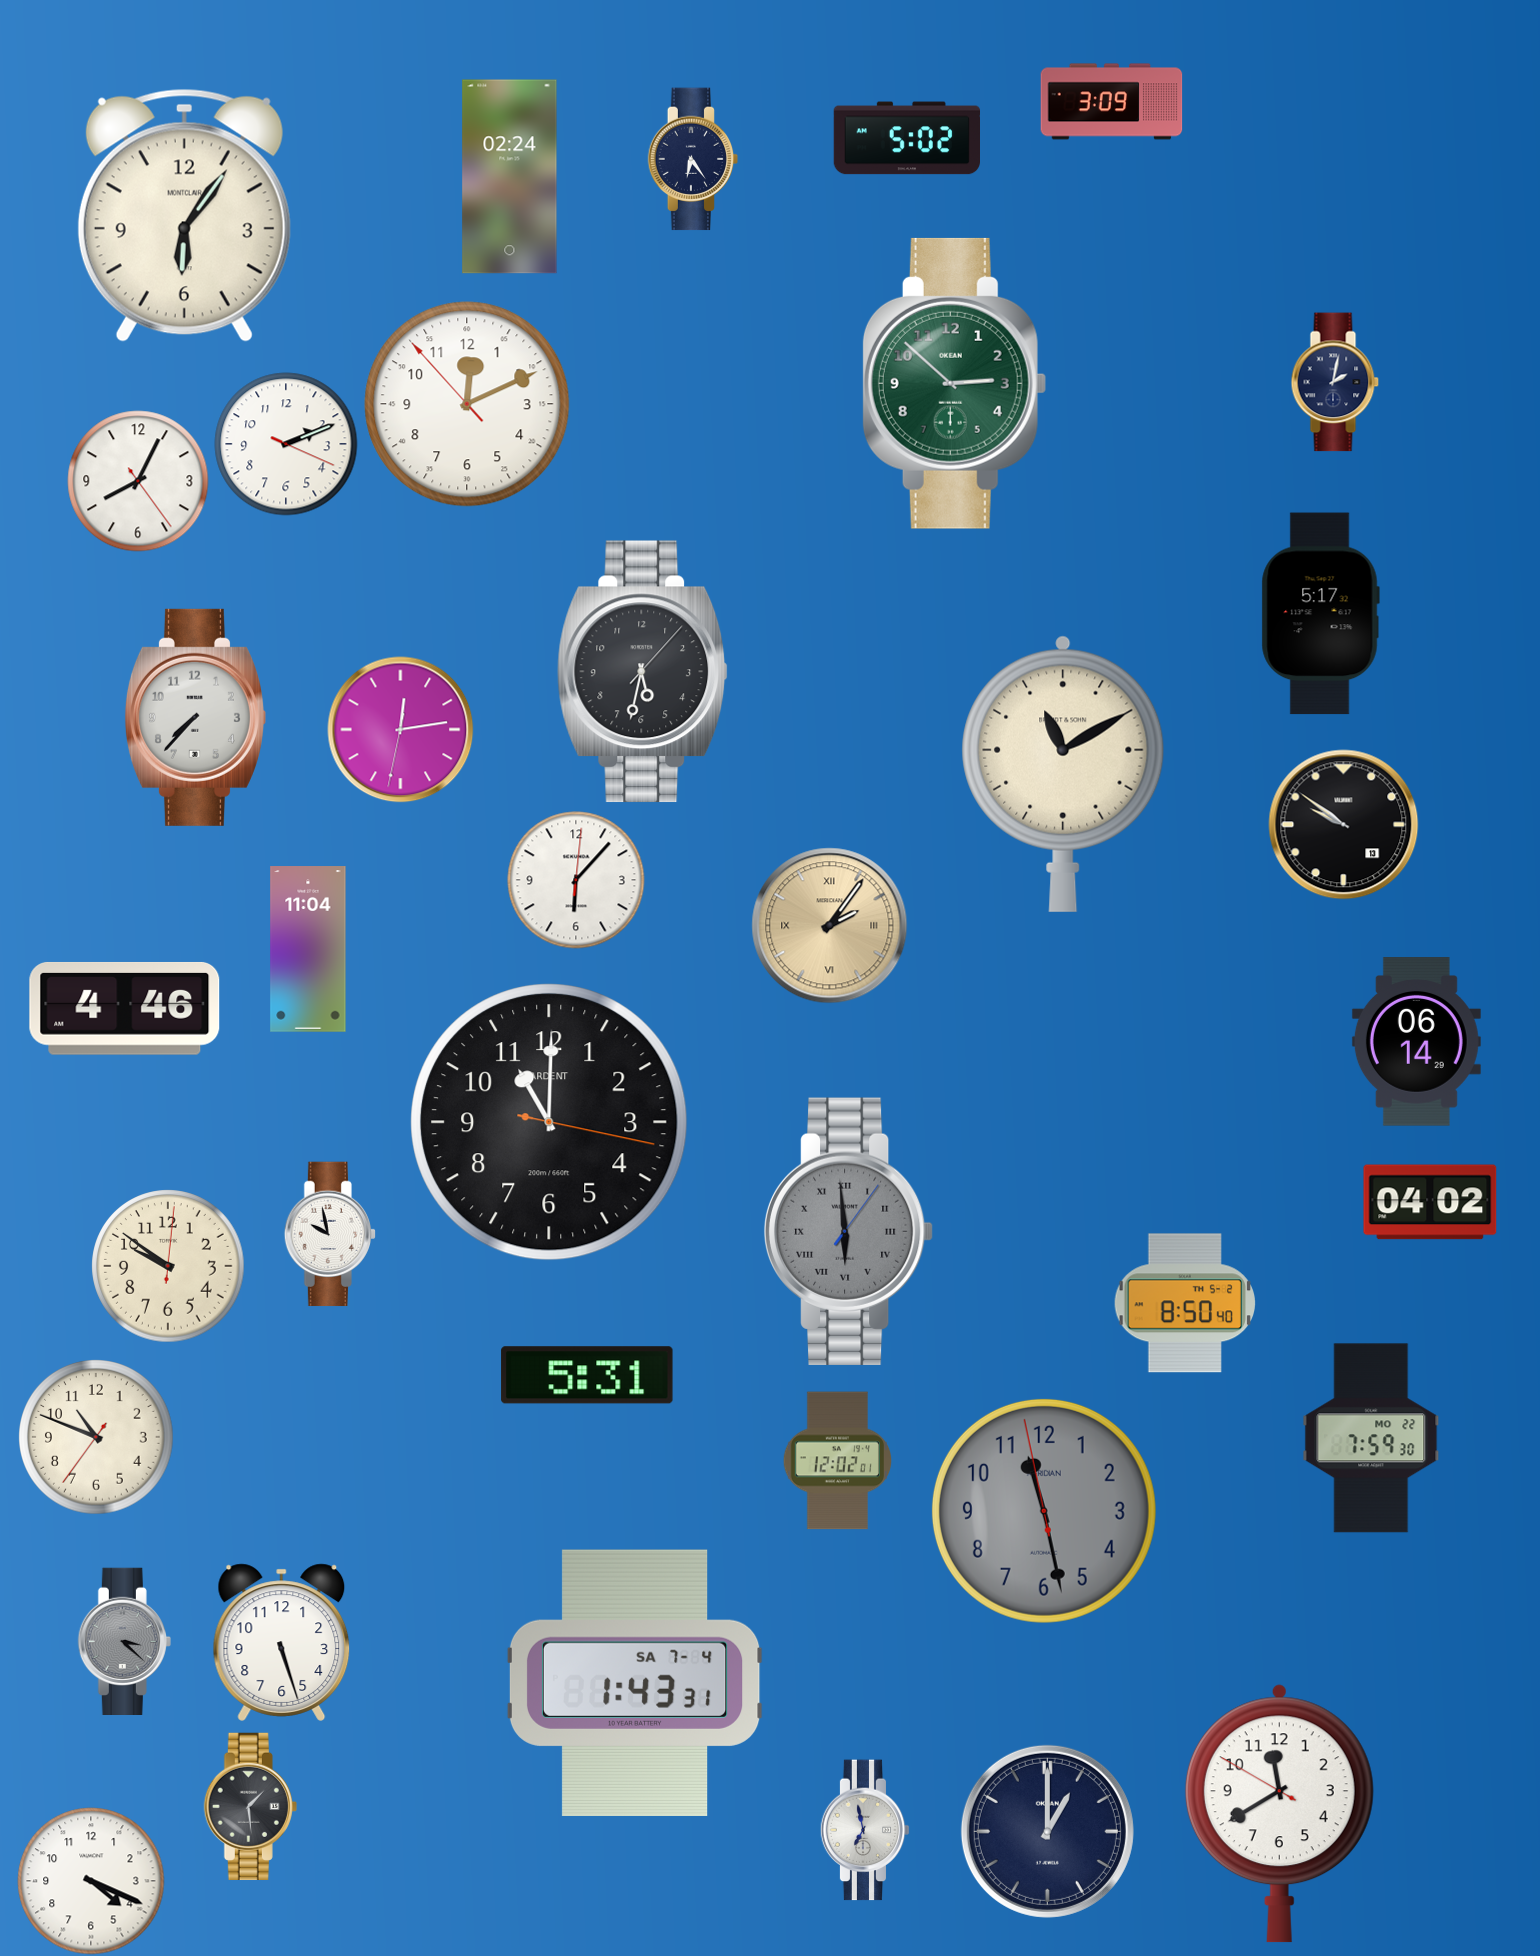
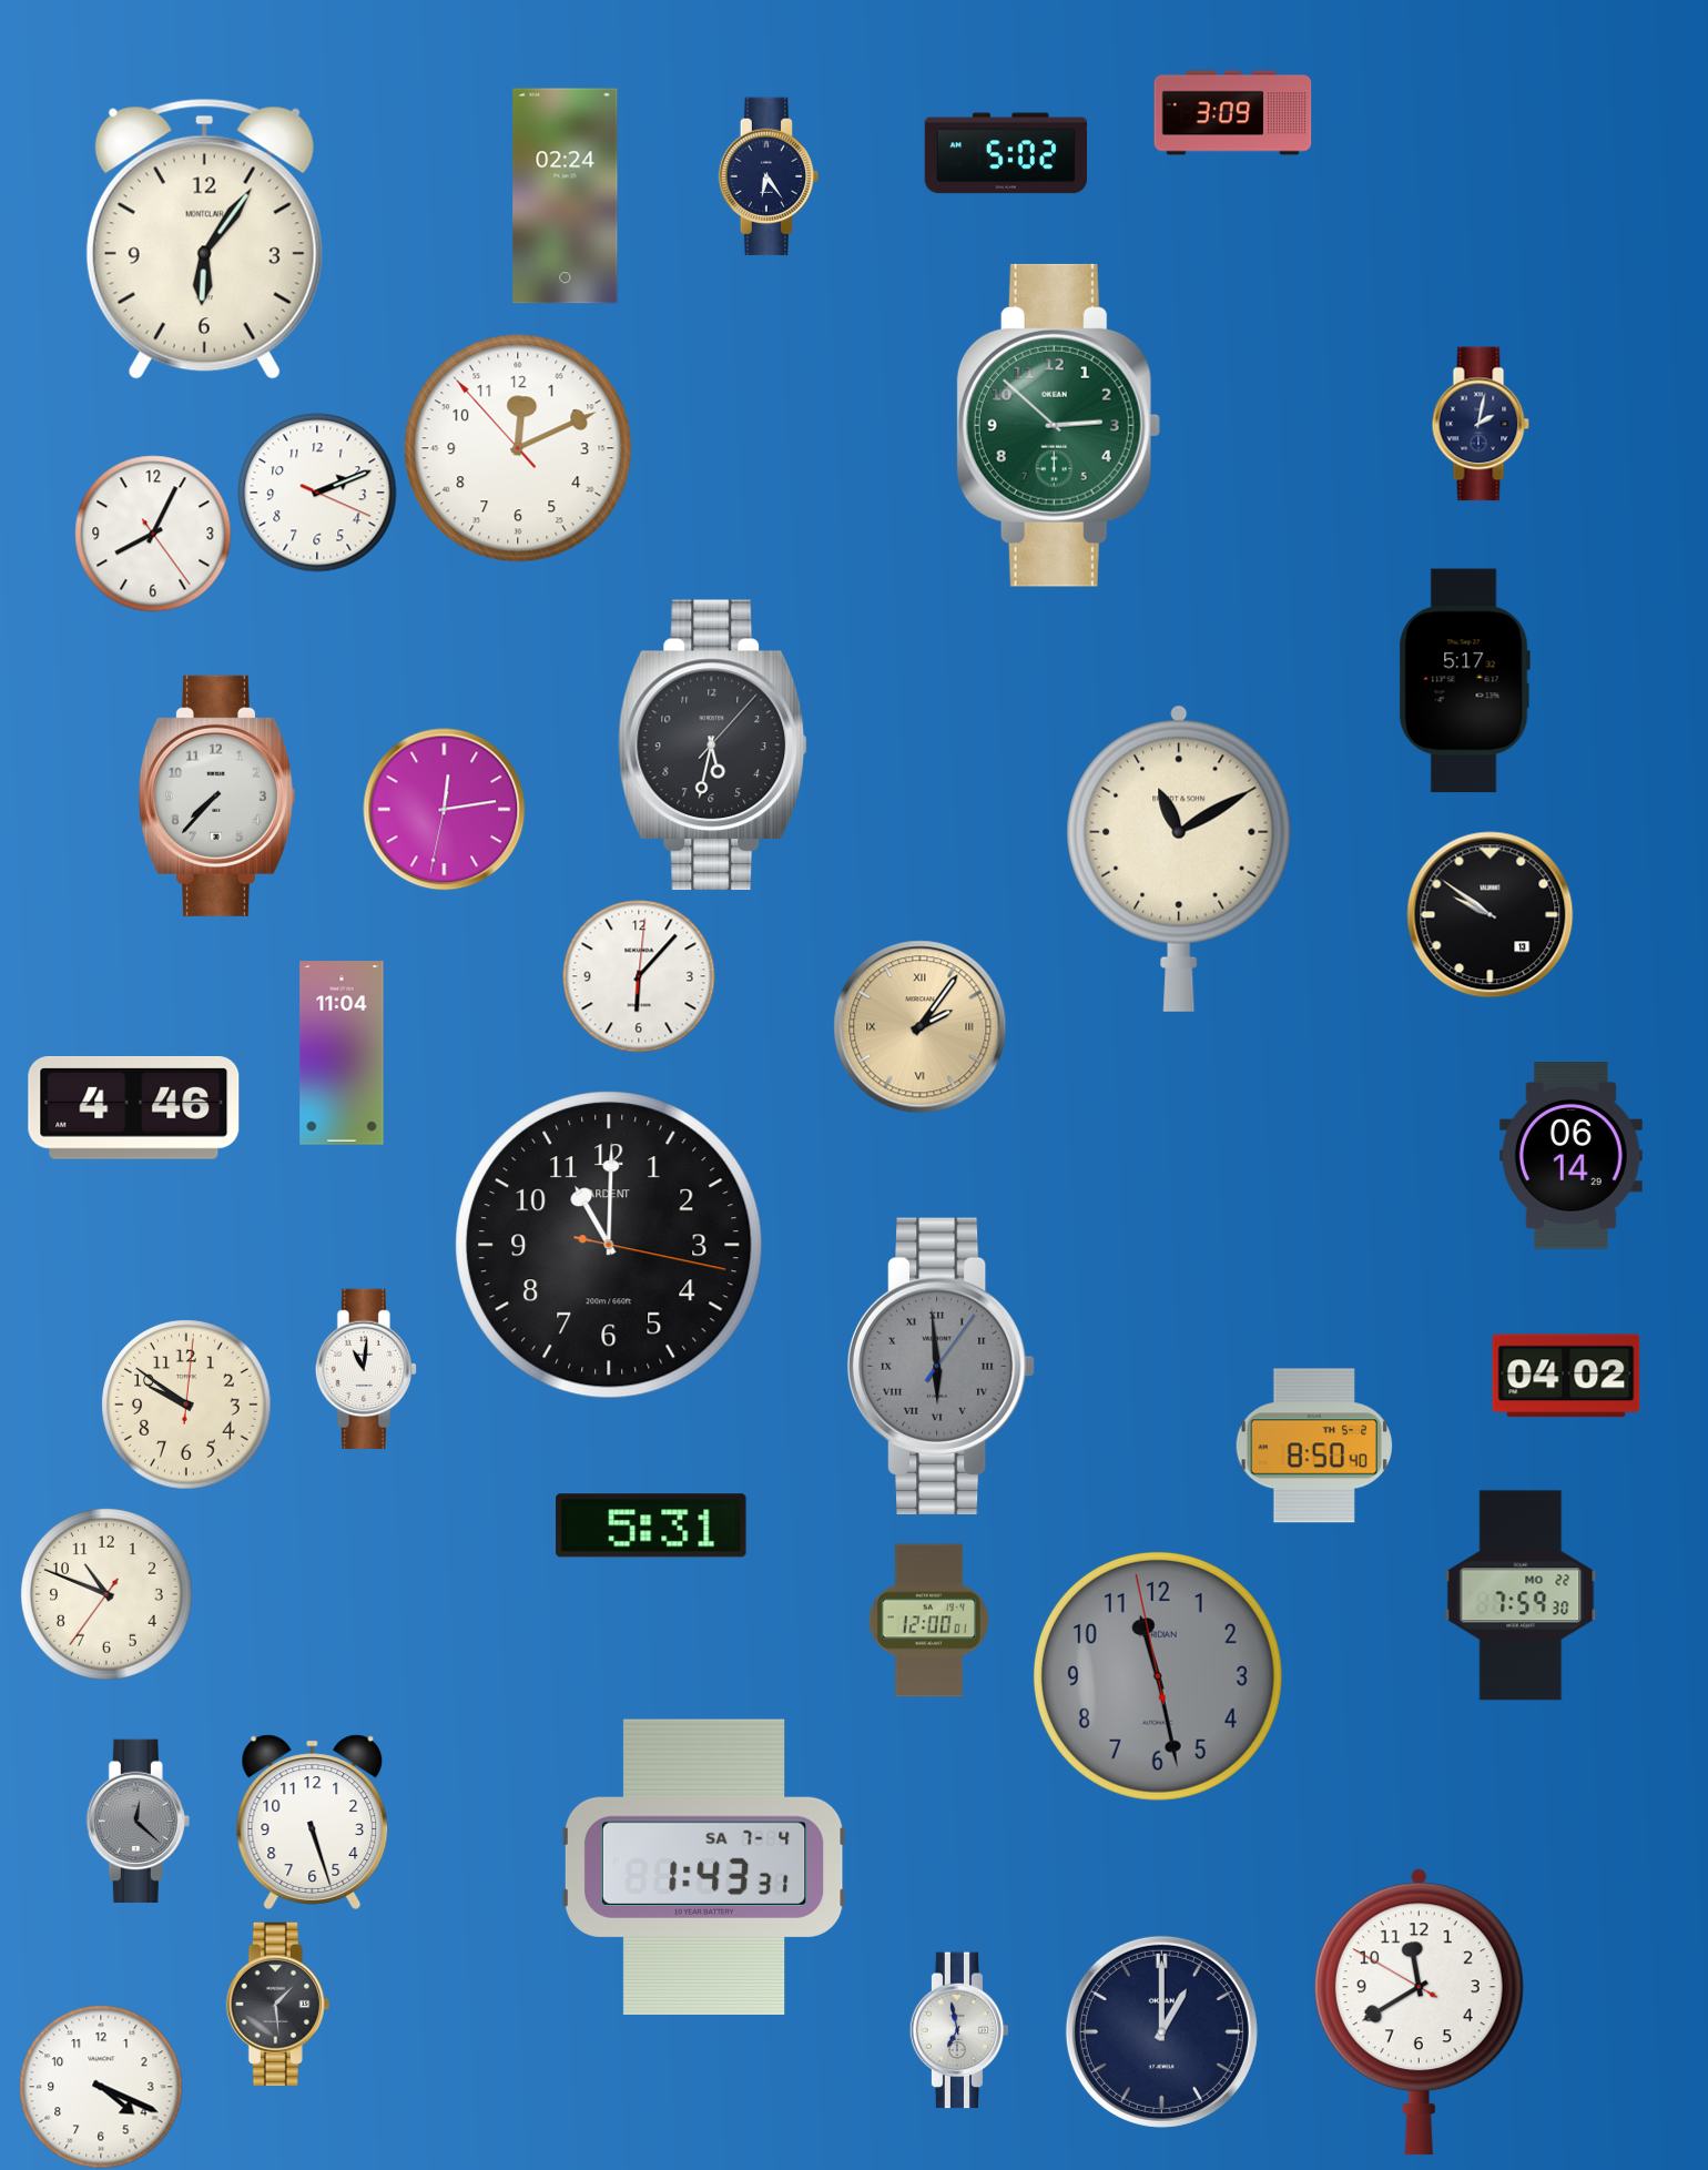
clock at (125, 1008) position: (125, 1008) -> (134, 1107)
clock at (1430, 1202) position: (1430, 1202) -> (1566, 1376)
clock at (329, 1234): 9:58 -> 11:01
clock at (837, 1461): 12:02 -> 12:00
clock at (124, 1641): 3:22 -> 12:22
